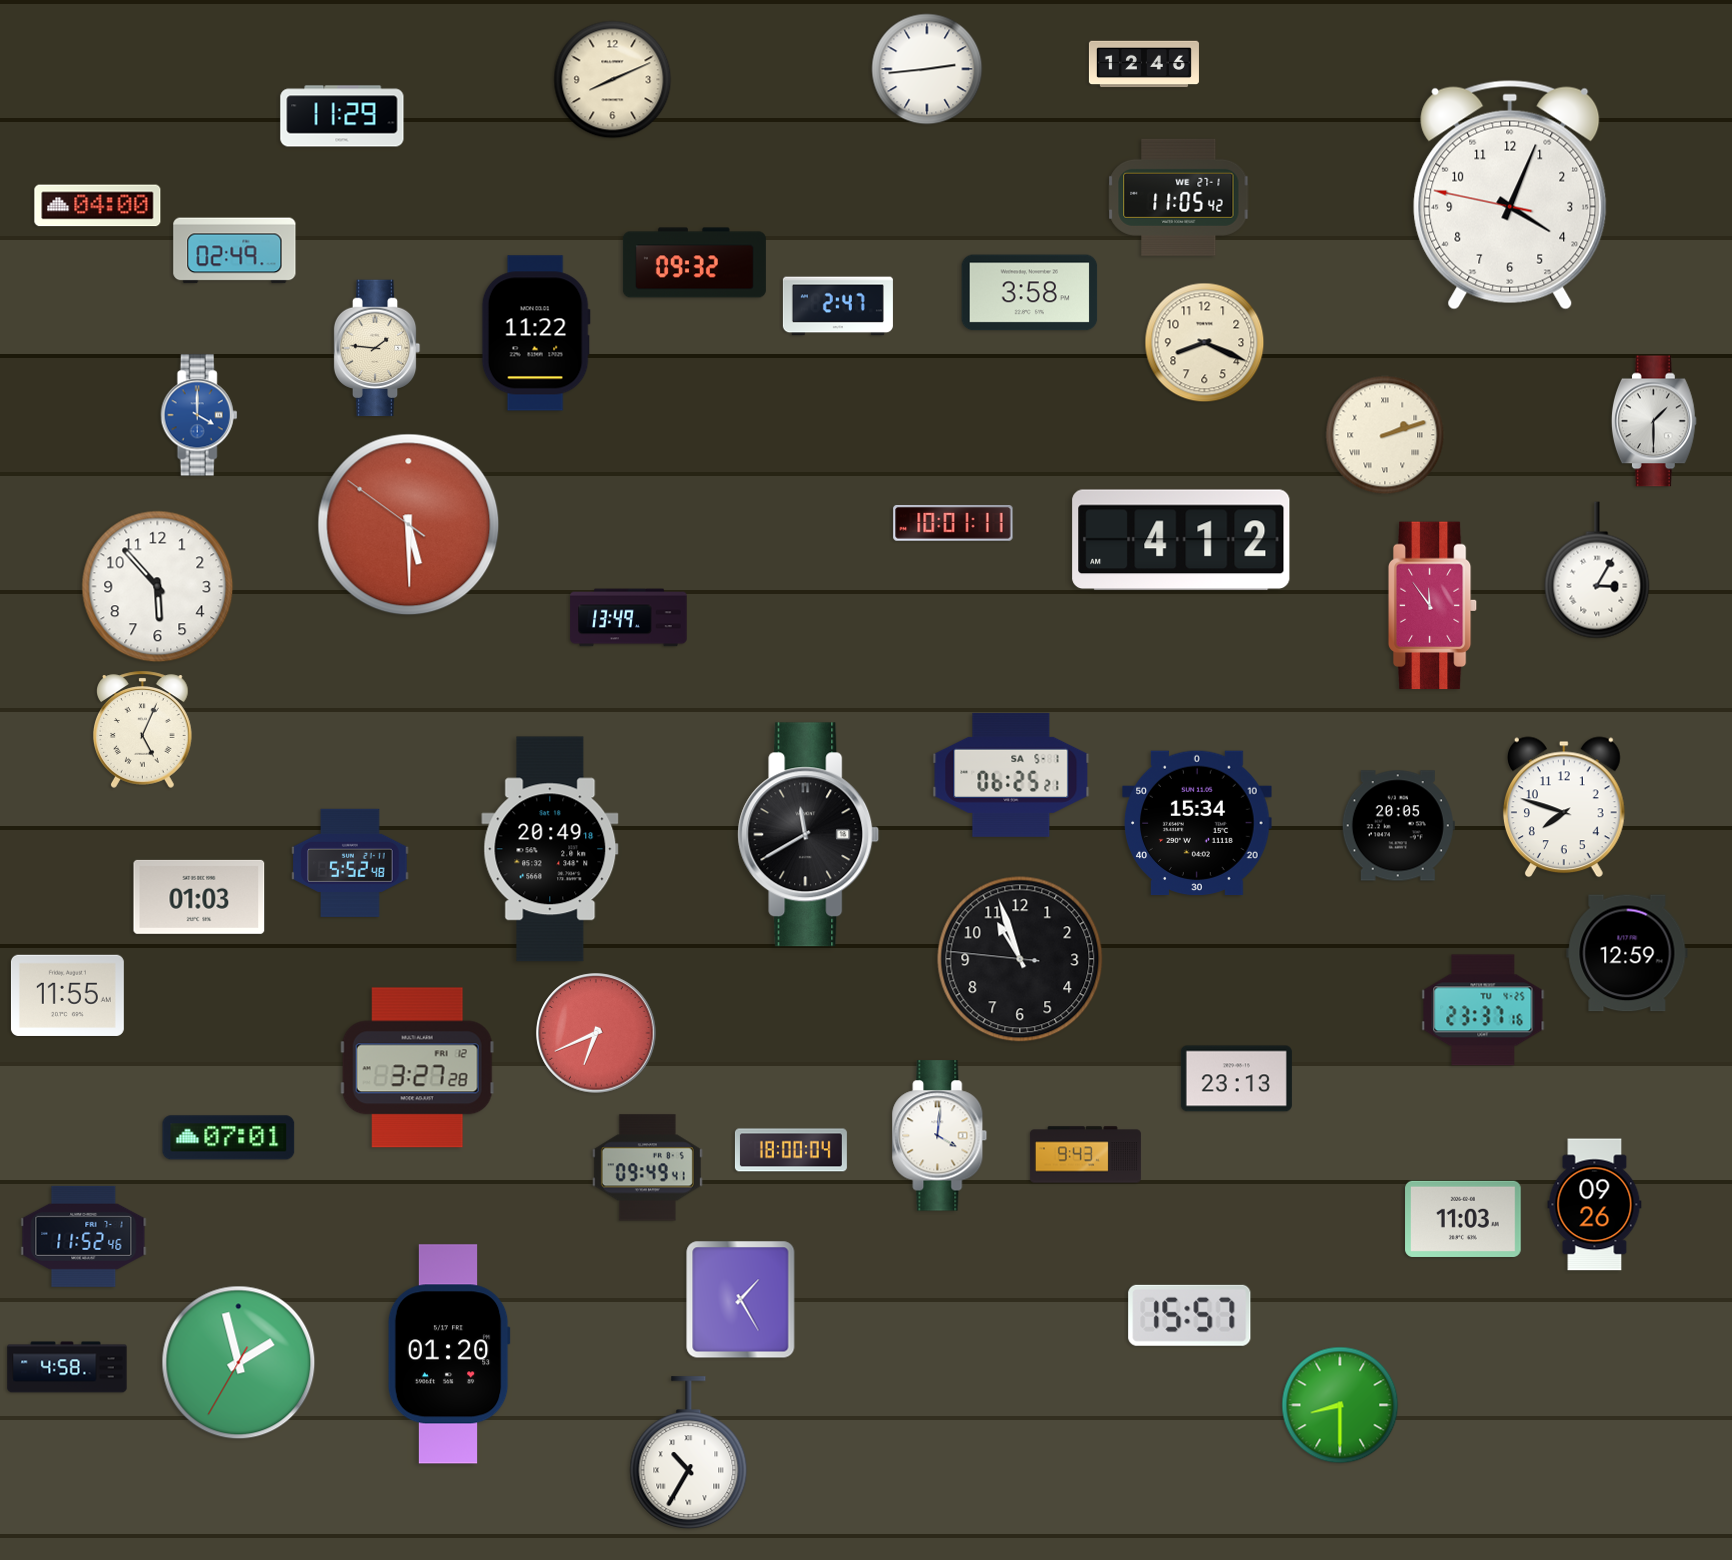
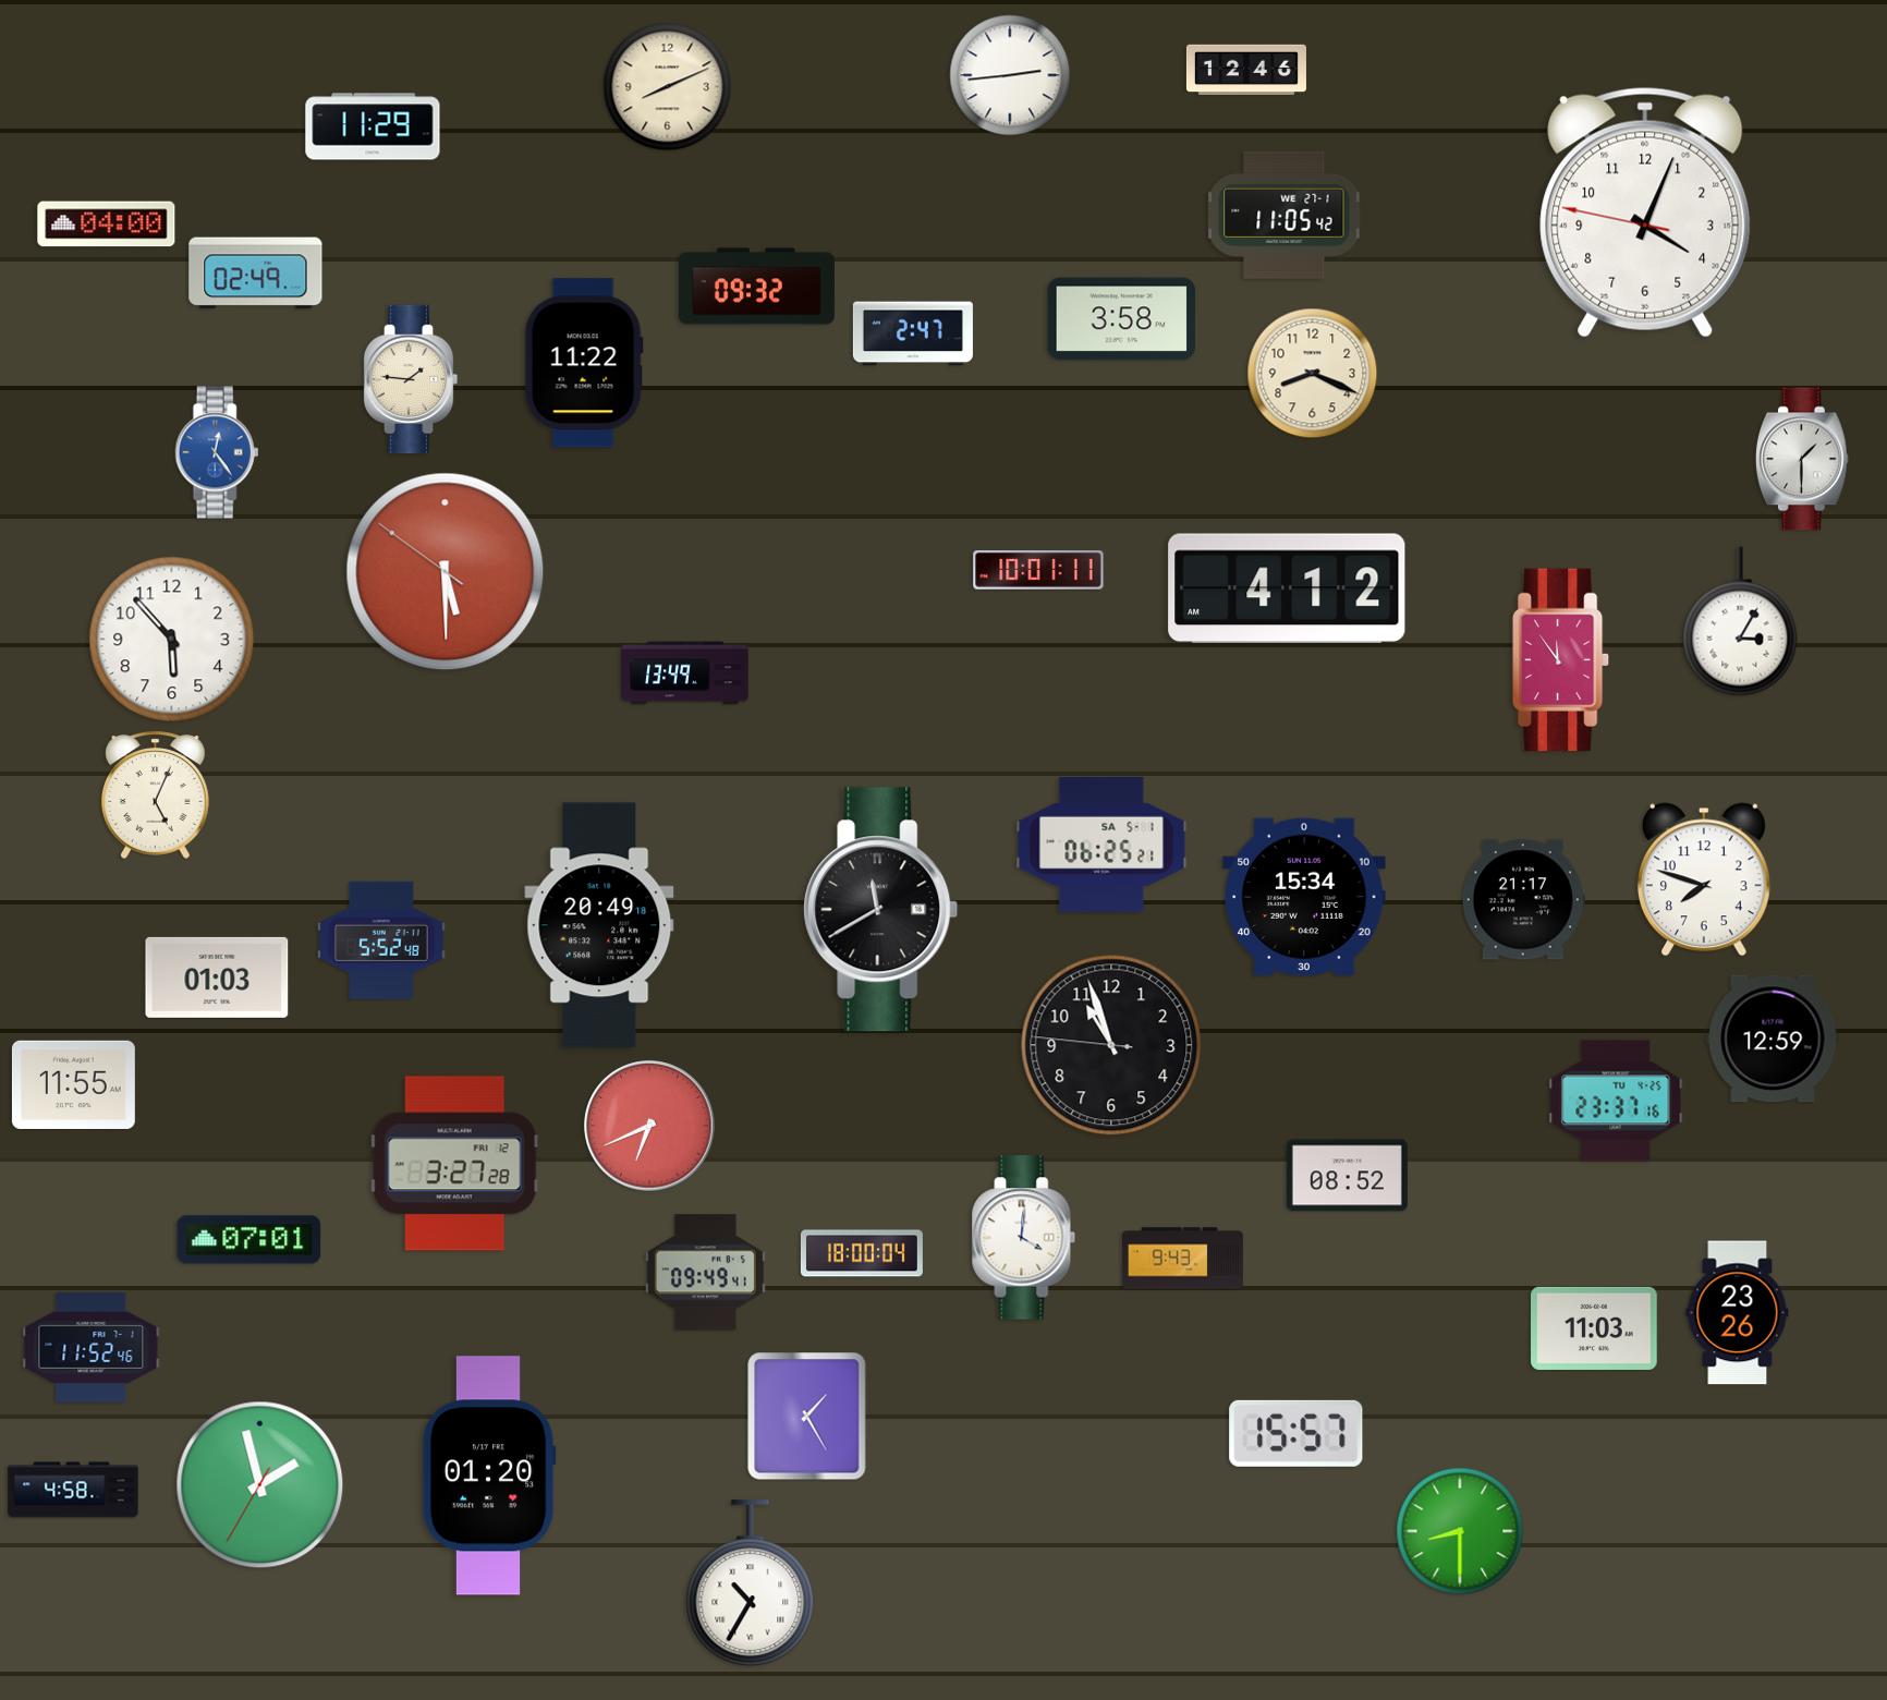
clock at (199, 415): 4:00 -> 12:24
clock at (1385, 435): 2:12 -> none
clock at (1398, 826): 20:05 -> 21:17
clock at (1236, 1079): 23:13 -> 08:52
clock at (1595, 1205): 09:26 -> 23:26
